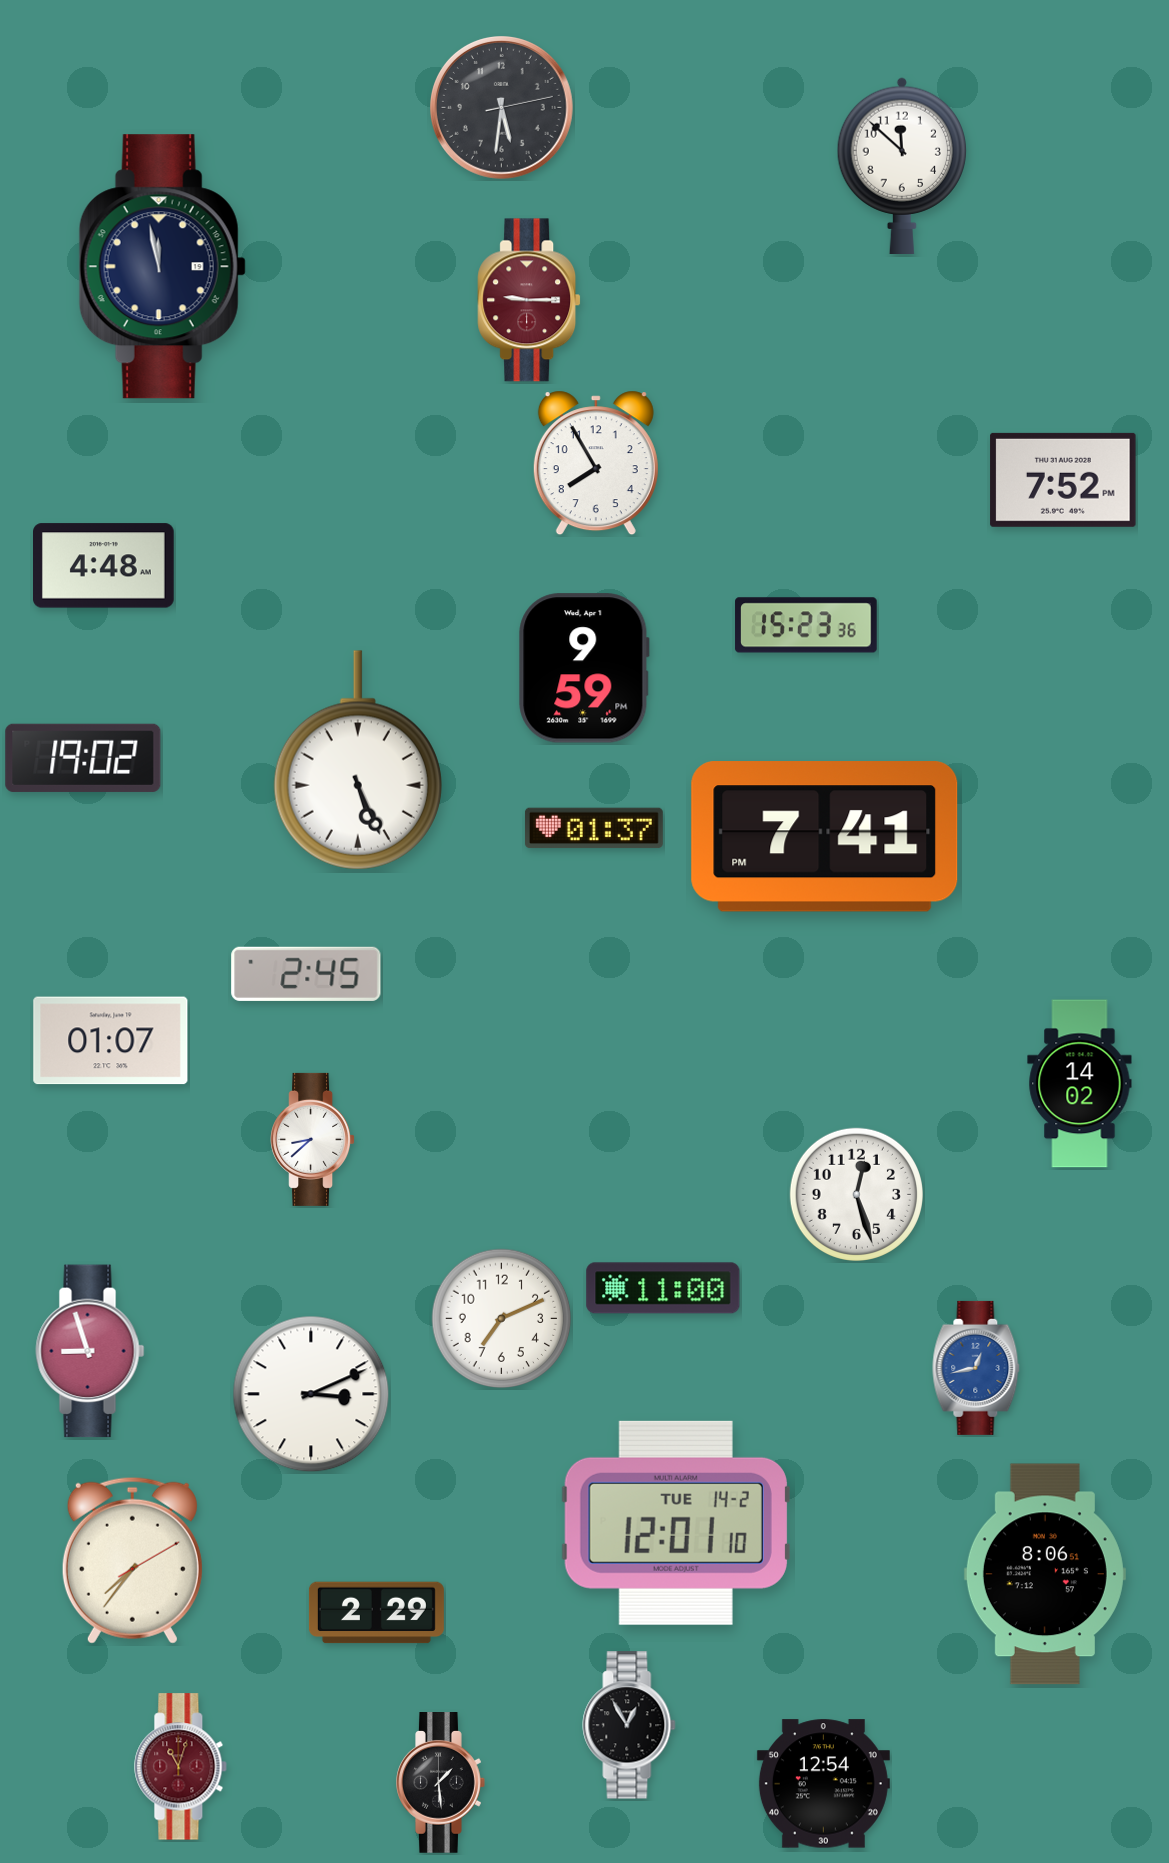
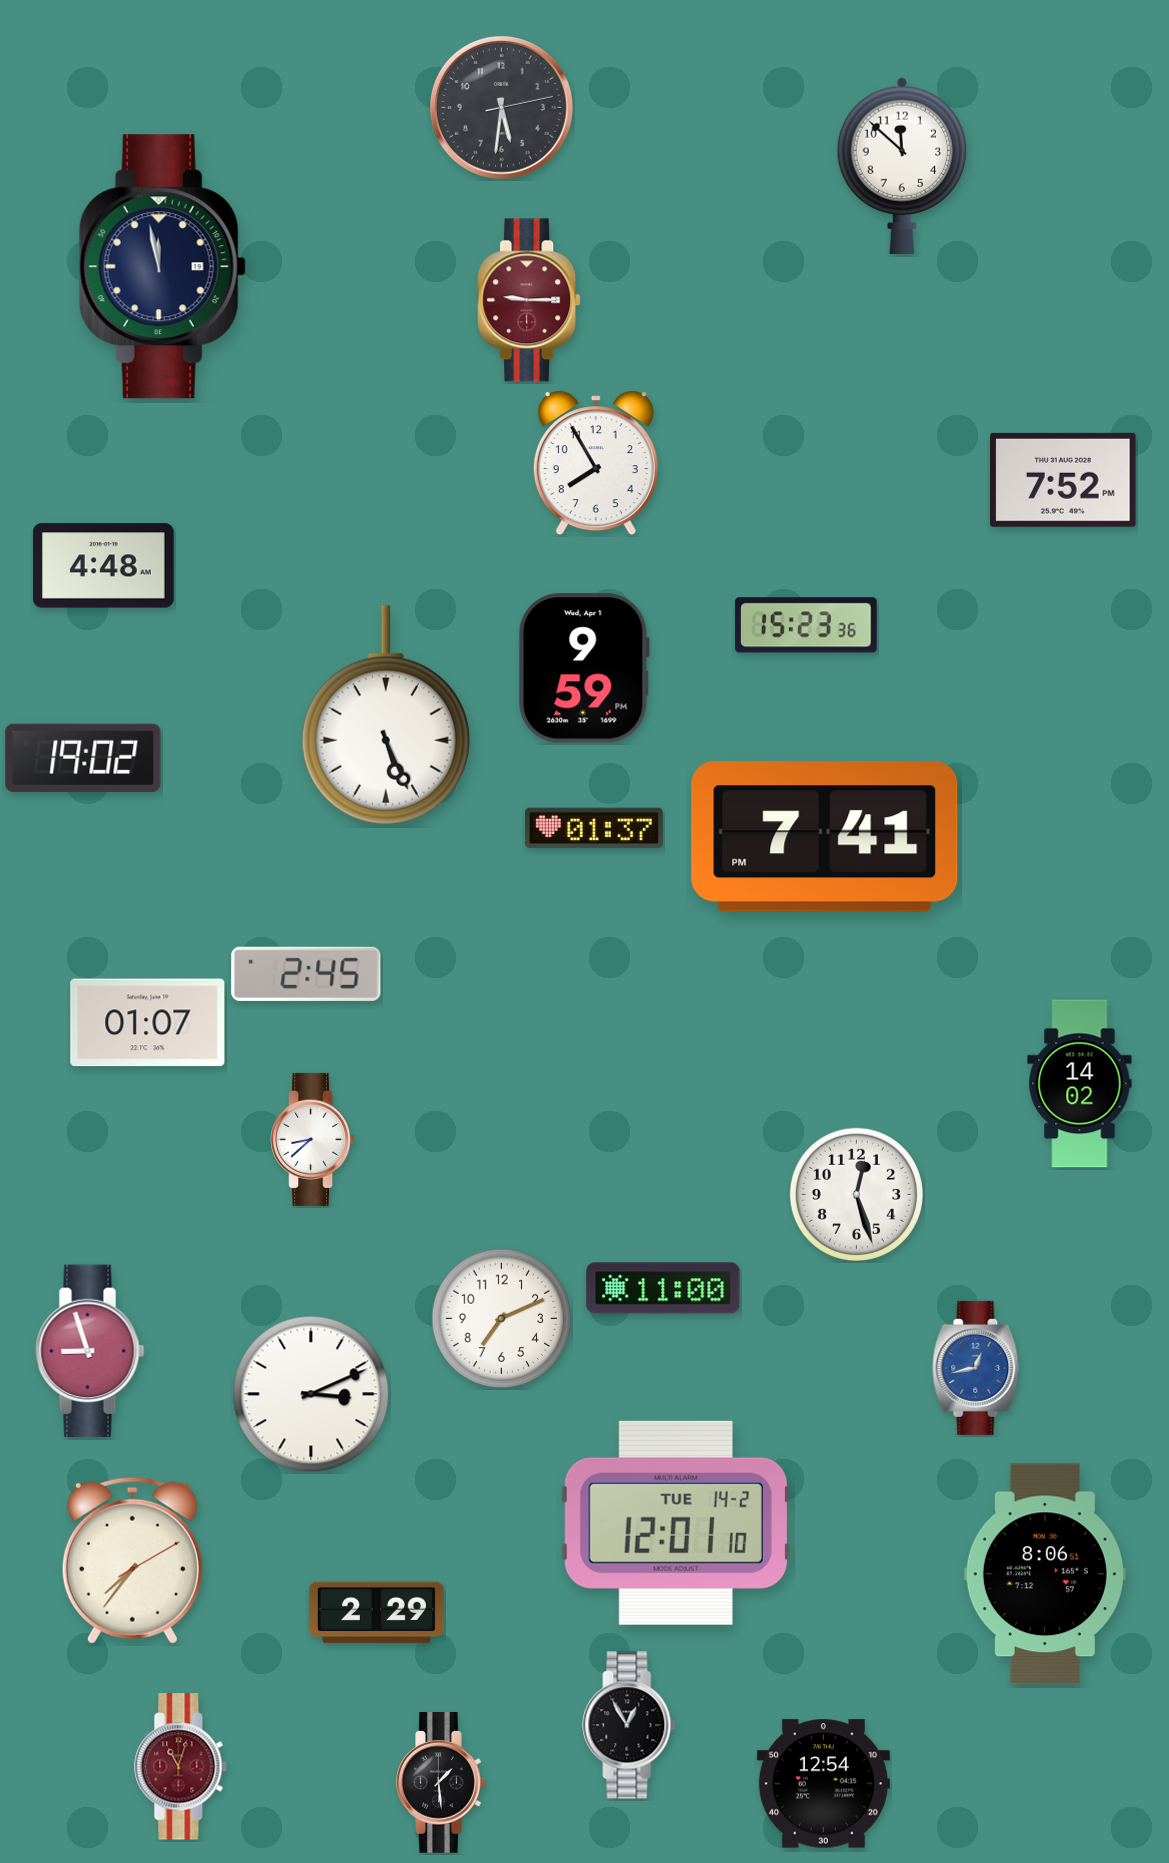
clock at (358, 760) position: (358, 760) -> (386, 715)
clock at (111, 1041) position: (111, 1041) -> (148, 1023)
